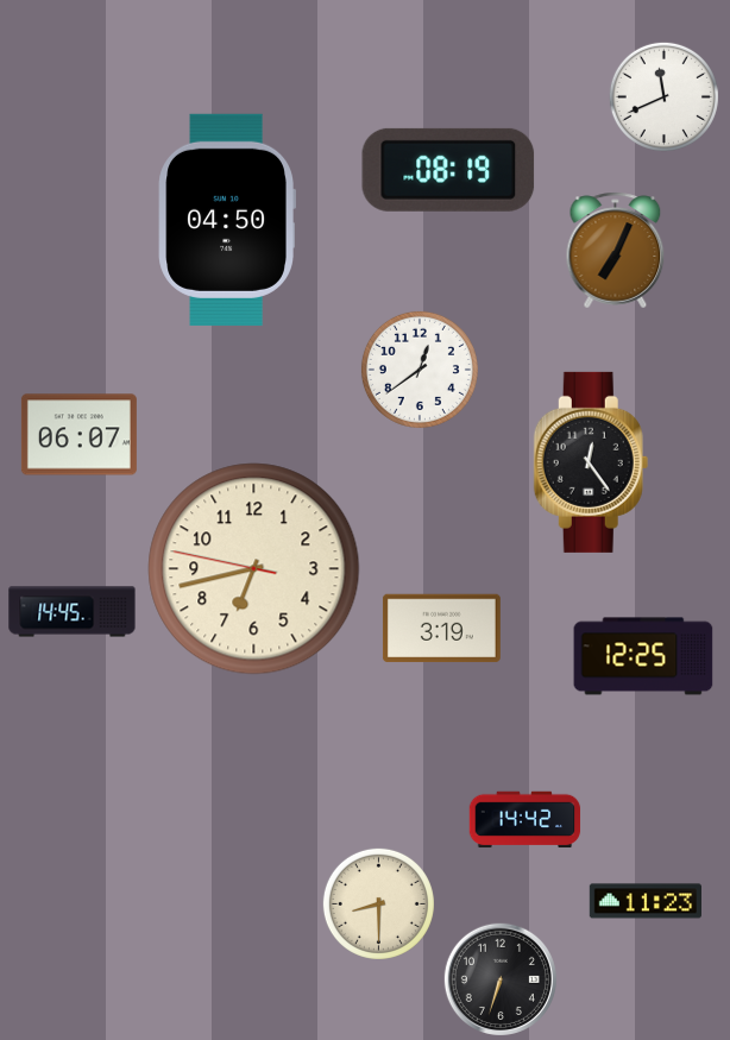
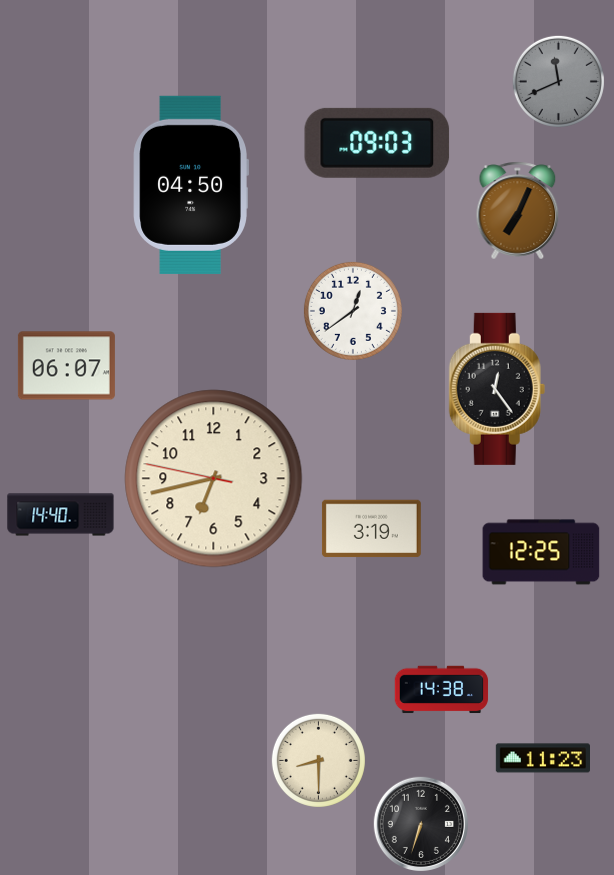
clock at (663, 96) dial: white -> grey
clock at (448, 170): 08:19 -> 09:03
clock at (73, 612): 14:45 -> 14:40
clock at (526, 820): 14:42 -> 14:38
